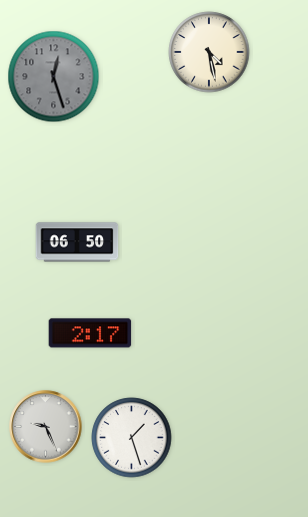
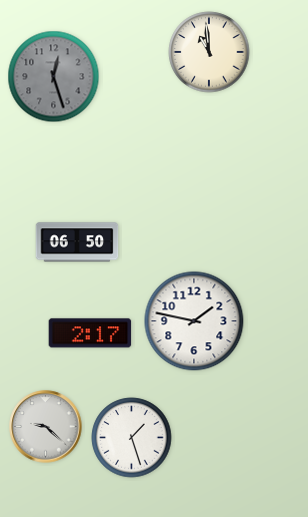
clock at (209, 52): 4:28 -> 10:59
clock at (194, 321): none -> 1:47
clock at (46, 427): 9:26 -> 9:22
